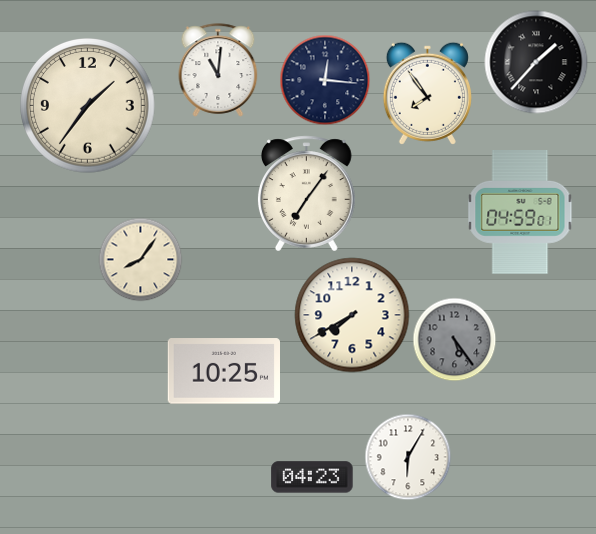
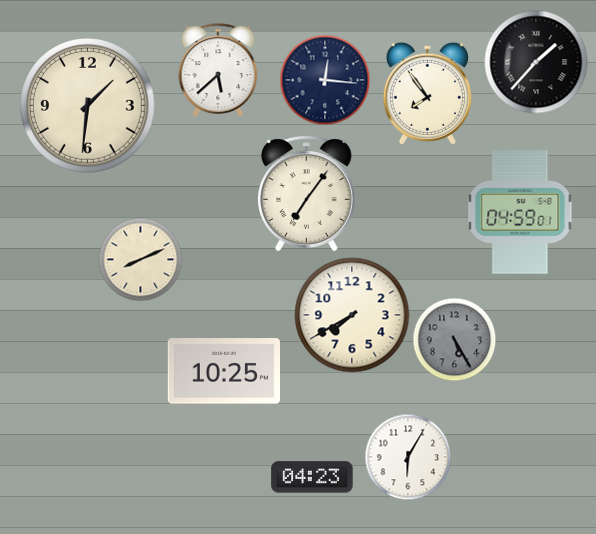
clock at (218, 70): 11:01 -> 5:38
clock at (88, 106): 1:36 -> 1:31
clock at (140, 259): 8:06 -> 8:11
clock at (454, 339): 5:24 -> 5:25
